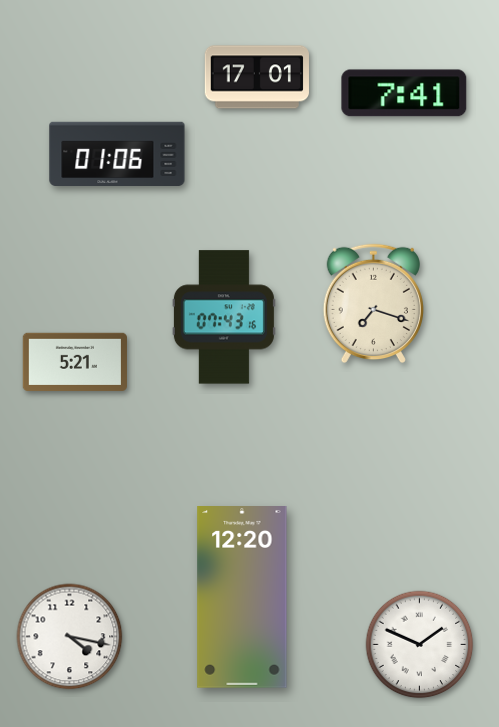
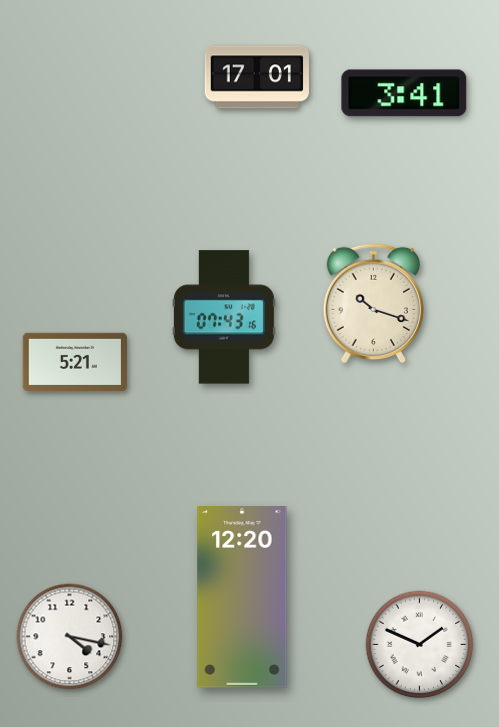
clock at (404, 93): 7:41 -> 3:41
clock at (117, 154): 01:06 -> none
clock at (373, 304): 7:18 -> 10:18
